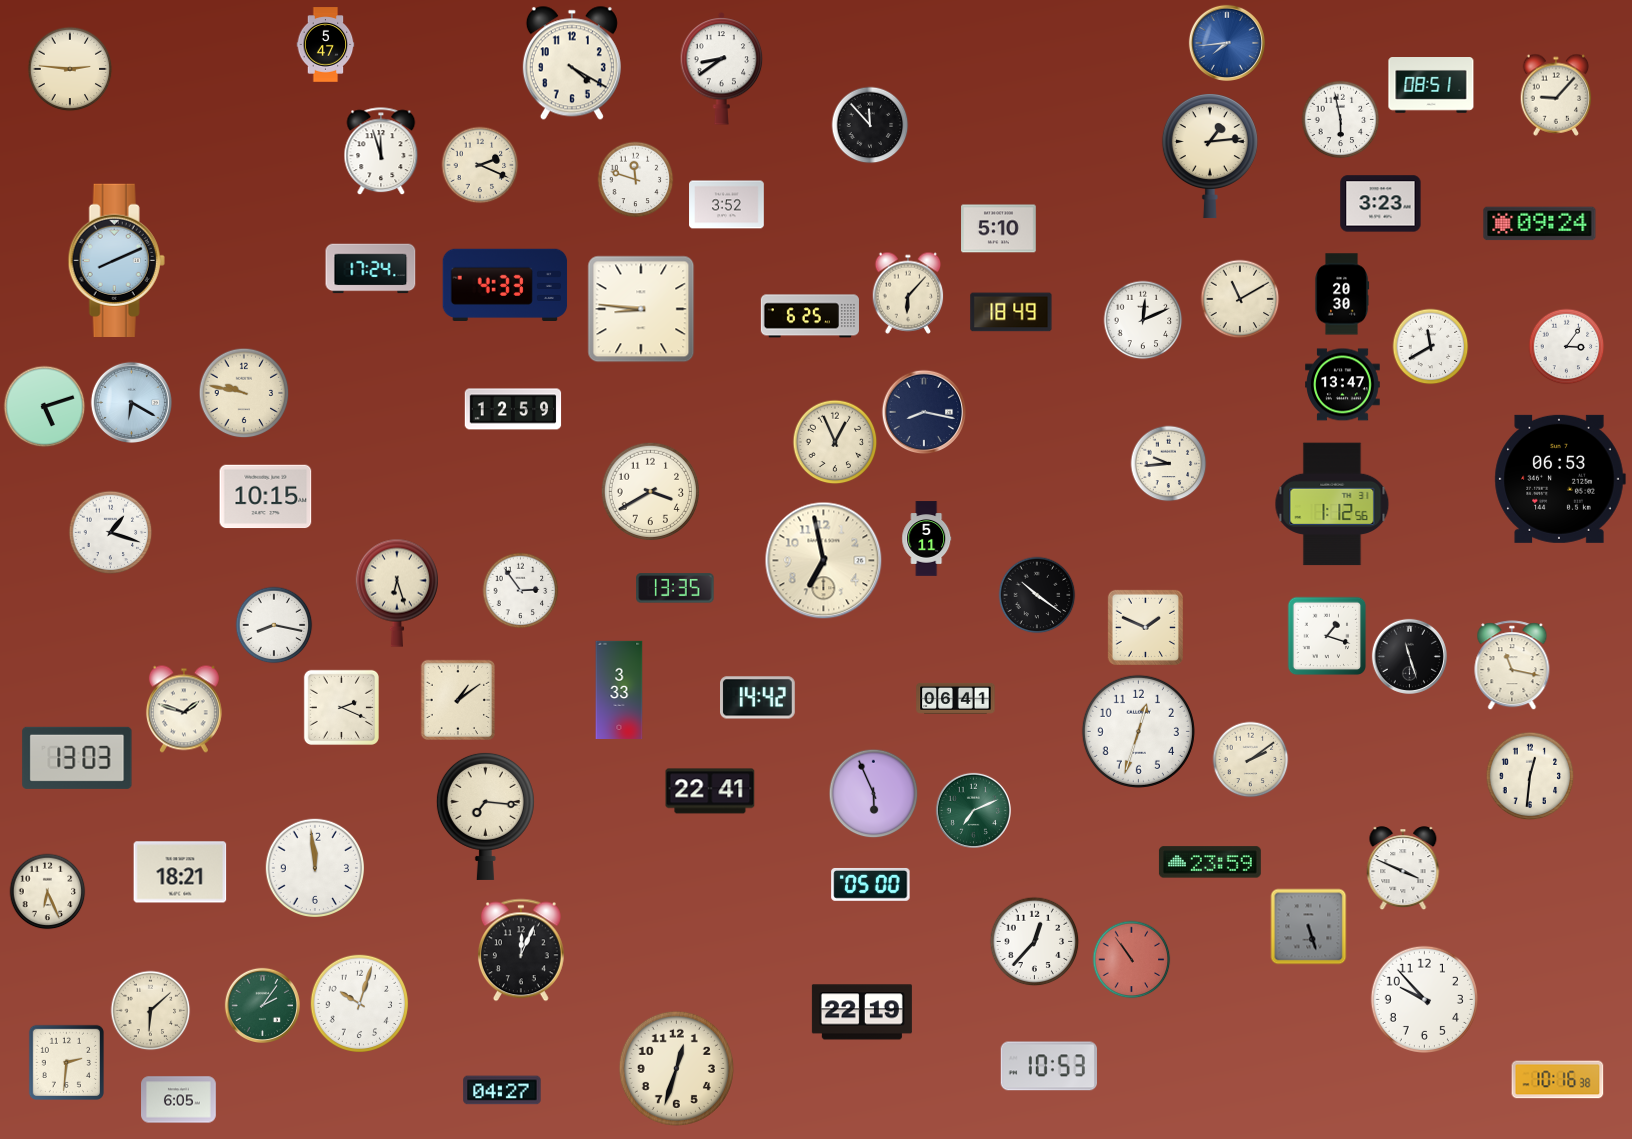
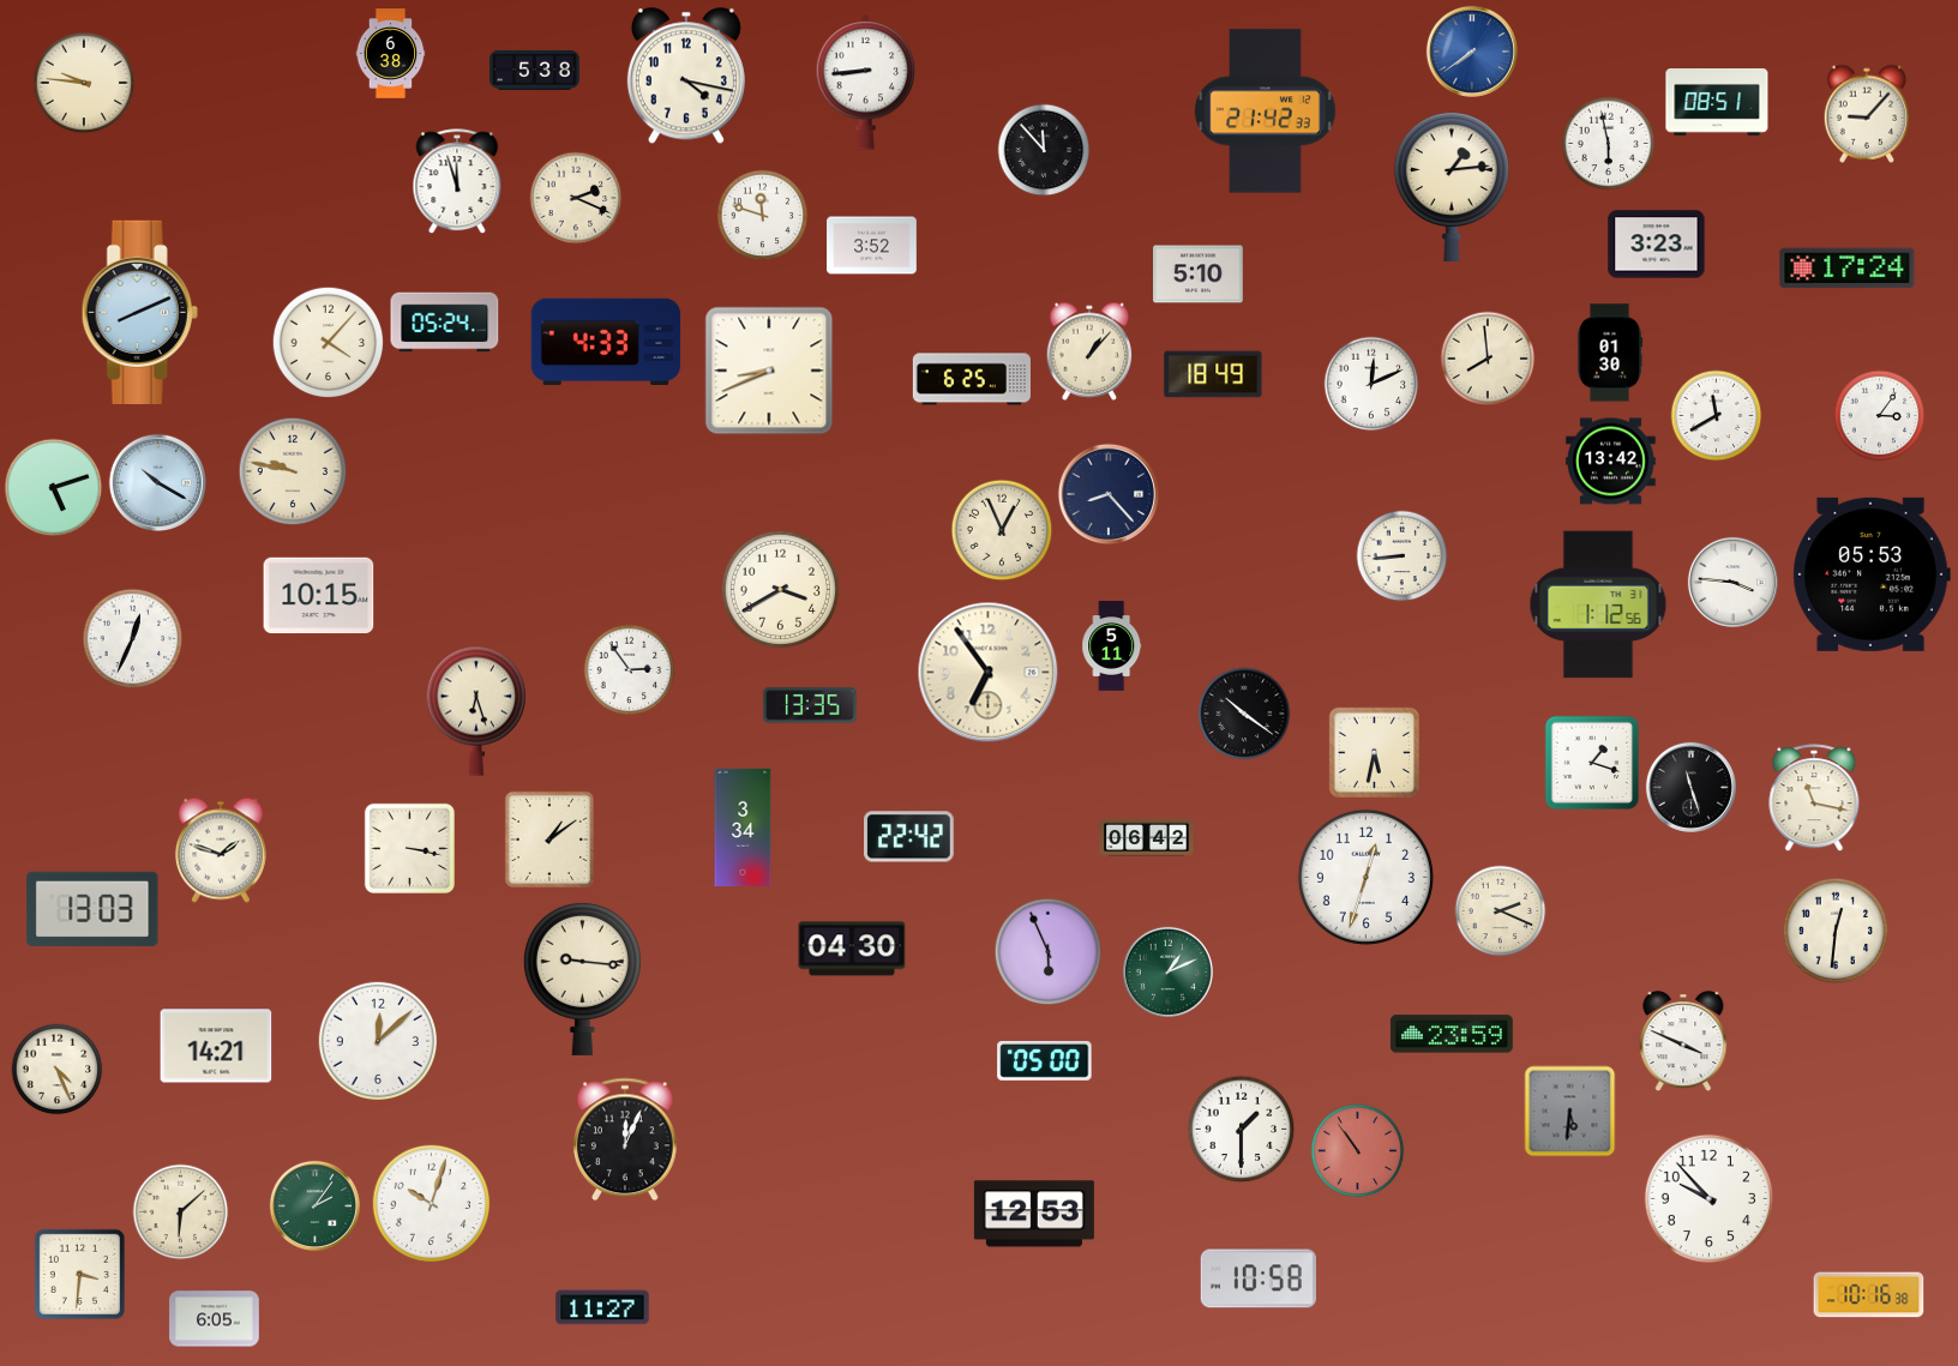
clock at (1227, 43): 7:44 -> 7:39
clock at (326, 45): 5:47 -> 6:38
clock at (535, 70): none -> 5:38
clock at (572, 63): 4:20 -> 4:17
clock at (722, 68): 8:39 -> 8:44
clock at (70, 69): 2:46 -> 9:46
clock at (1265, 112): none -> 21:42
clock at (1540, 224): 09:24 -> 17:24
clock at (371, 269): 17:24 -> 05:24
clock at (329, 343): none -> 4:07
clock at (908, 293): 6:07 -> 1:07
clock at (1342, 294): 20:30 -> 01:30
clock at (1240, 299): 11:10 -> 7:59
clock at (641, 309): 8:46 -> 8:41
clock at (1343, 385): 13:47 -> 13:42
clock at (131, 402): 6:20 -> 10:20
clock at (513, 409): 12:59 -> none
clock at (924, 412): 8:17 -> 8:23
clock at (1169, 464): 9:44 -> 8:44
clock at (1560, 479): 06:53 -> 05:53
clock at (1732, 582): none -> 3:46
clock at (111, 533): 1:18 -> 12:34
clock at (824, 561): 6:58 -> 6:54
clock at (521, 591) position: (521, 591) -> (630, 670)
clock at (274, 625): 8:17 -> none
clock at (1145, 627): 1:49 -> 5:32
clock at (619, 689): 3:33 -> 3:34
clock at (758, 698): 14:42 -> 22:42
clock at (956, 698): 06:41 -> 06:42
clock at (341, 707): 2:19 -> 3:17
clock at (1251, 760): 2:09 -> 2:19
clock at (710, 791): 22:41 -> 04:30
clock at (973, 810): 7:11 -> 1:11
clock at (485, 816): 7:16 -> 9:16
clock at (314, 867): 11:59 -> 12:08
clock at (180, 872): 18:21 -> 14:21
clock at (48, 892): 6:26 -> 4:26
clock at (1309, 927): 5:27 -> 5:31
clock at (1035, 942): 12:37 -> 1:30
clock at (862, 1012): 22:19 -> 12:53
clock at (66, 1062): 2:31 -> 3:31
clock at (1049, 1066): 10:53 -> 10:58
clock at (676, 1068): 12:33 -> none
clock at (502, 1090): 04:27 -> 11:27
